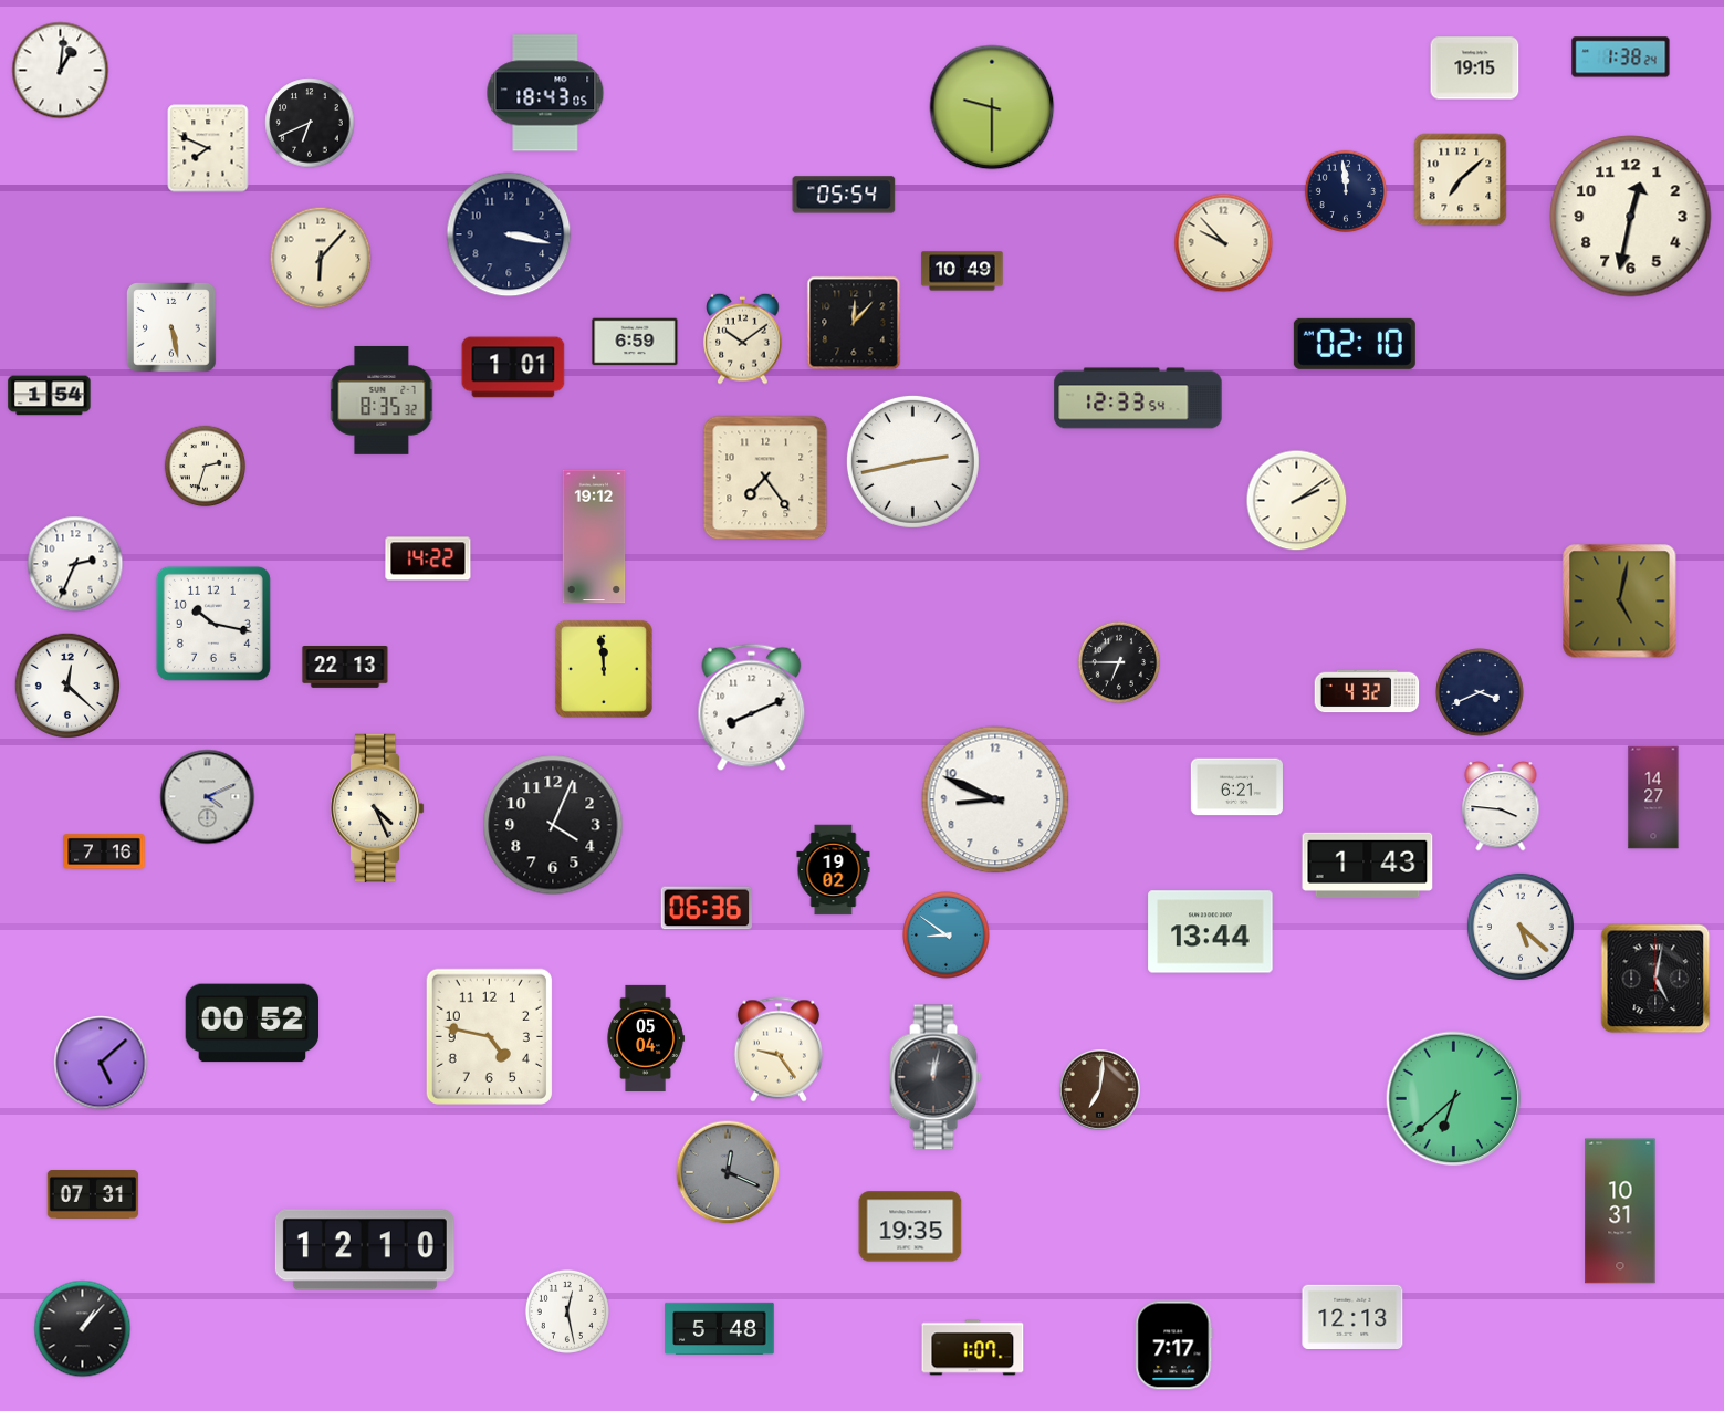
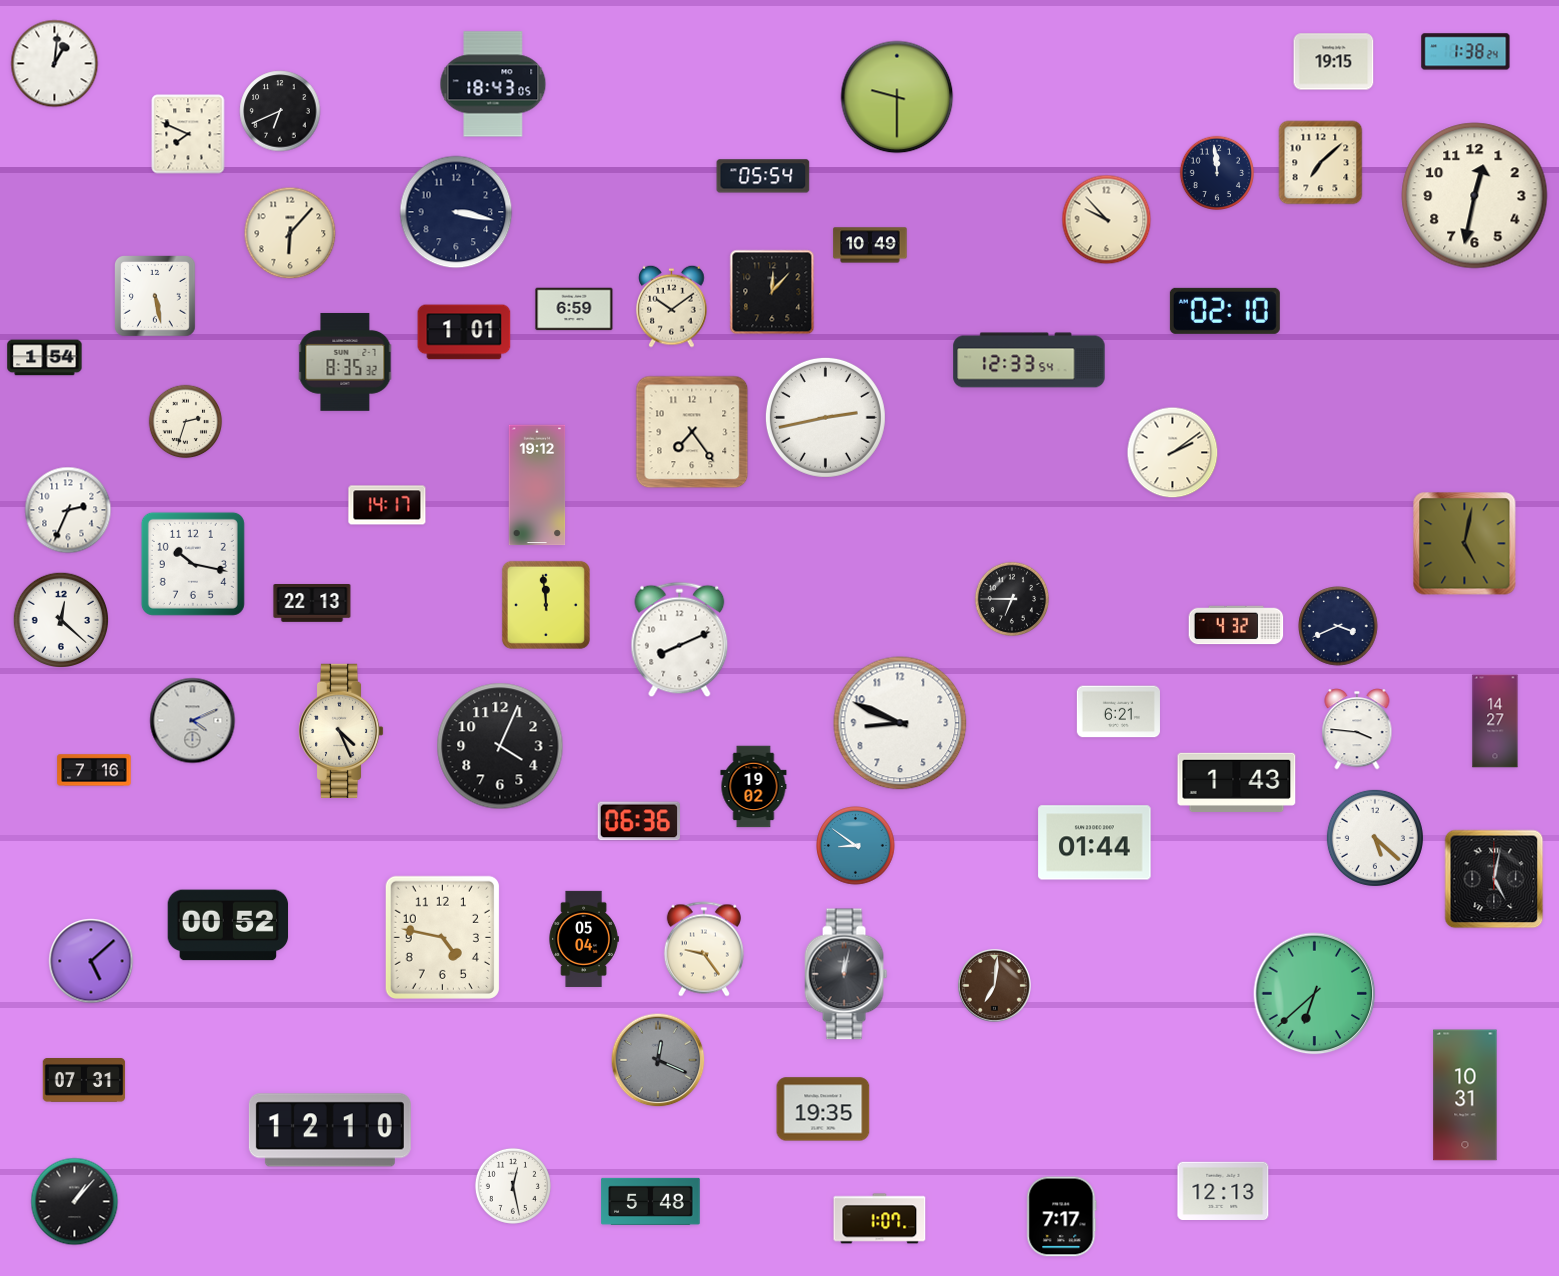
clock at (509, 234) position: (509, 234) -> (456, 212)
clock at (428, 558): 14:22 -> 14:17
clock at (208, 797) position: (208, 797) -> (193, 721)
clock at (1211, 932): 13:44 -> 01:44
clock at (1655, 979) position: (1655, 979) -> (1494, 879)
